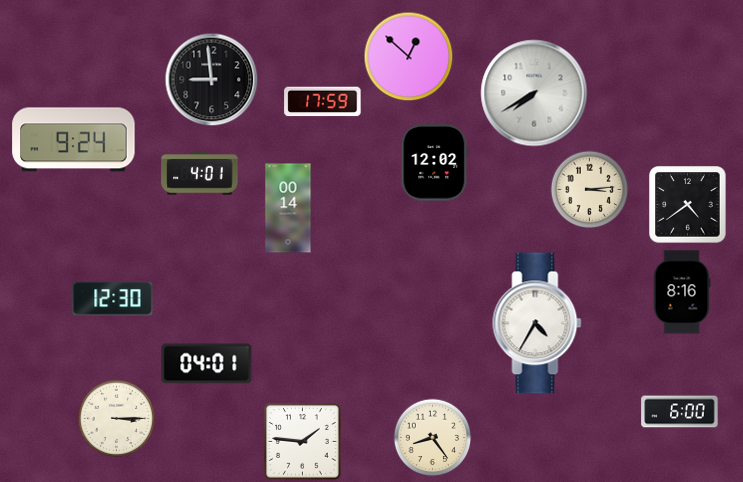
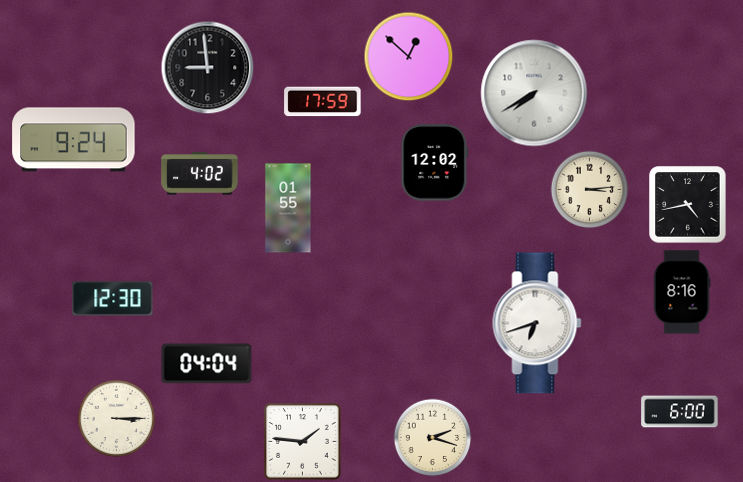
clock at (211, 79) position: (211, 79) -> (207, 67)
clock at (200, 174): 4:01 -> 4:02
clock at (688, 205): 4:39 -> 4:43
clock at (288, 208): 00:14 -> 01:55
clock at (537, 323): 4:35 -> 6:42
clock at (207, 364): 04:01 -> 04:04
clock at (432, 437): 8:24 -> 2:18
